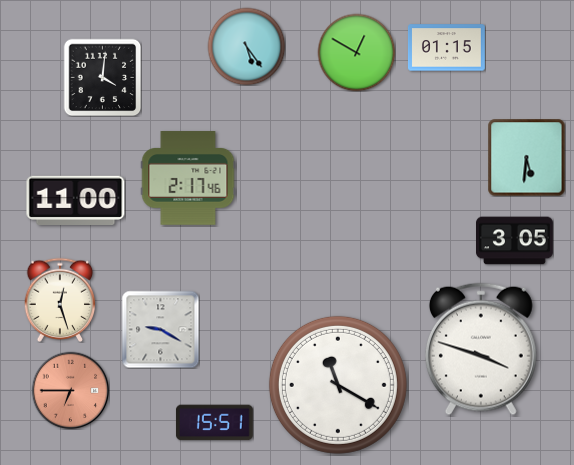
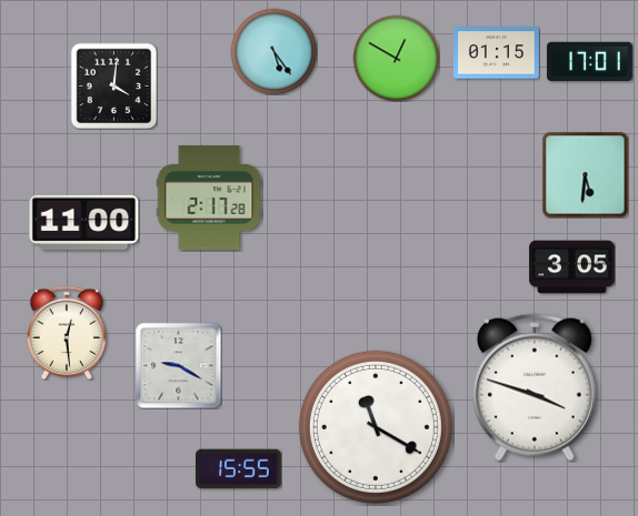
clock at (589, 62): none -> 17:01
clock at (188, 178): 2:17:46 -> 2:17:28
clock at (60, 299): 12:27 -> 12:29
clock at (70, 390): 6:45 -> none
clock at (214, 423): 15:51 -> 15:55
